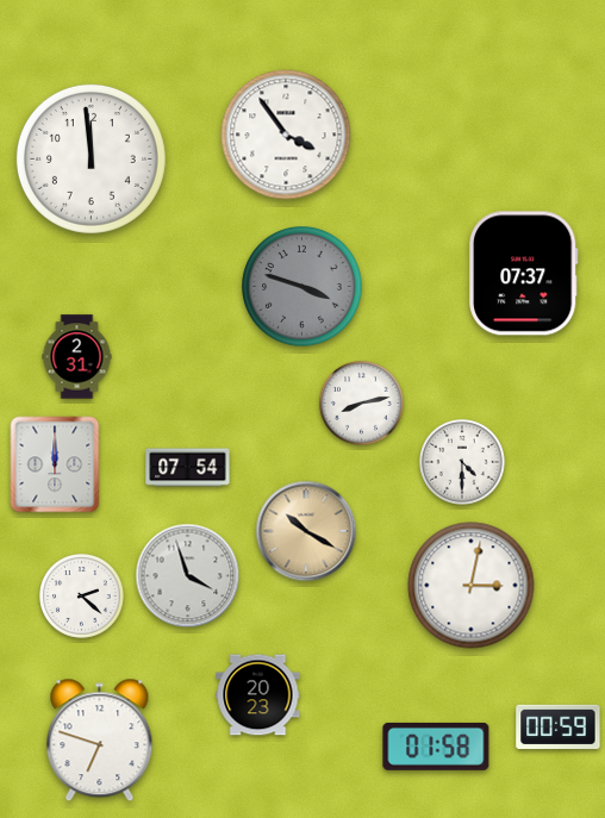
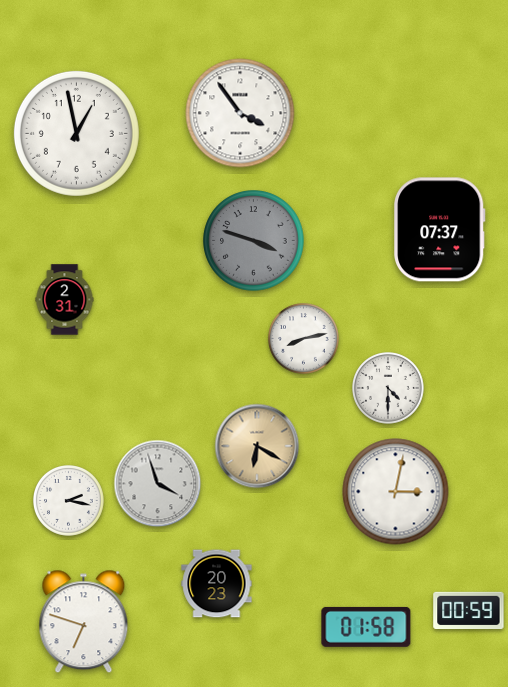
clock at (91, 158): 11:59 -> 12:58
clock at (55, 464): 12:00 -> none
clock at (188, 468): 07:54 -> none
clock at (306, 531): 10:20 -> 6:20
clock at (82, 597): 2:22 -> 2:17
